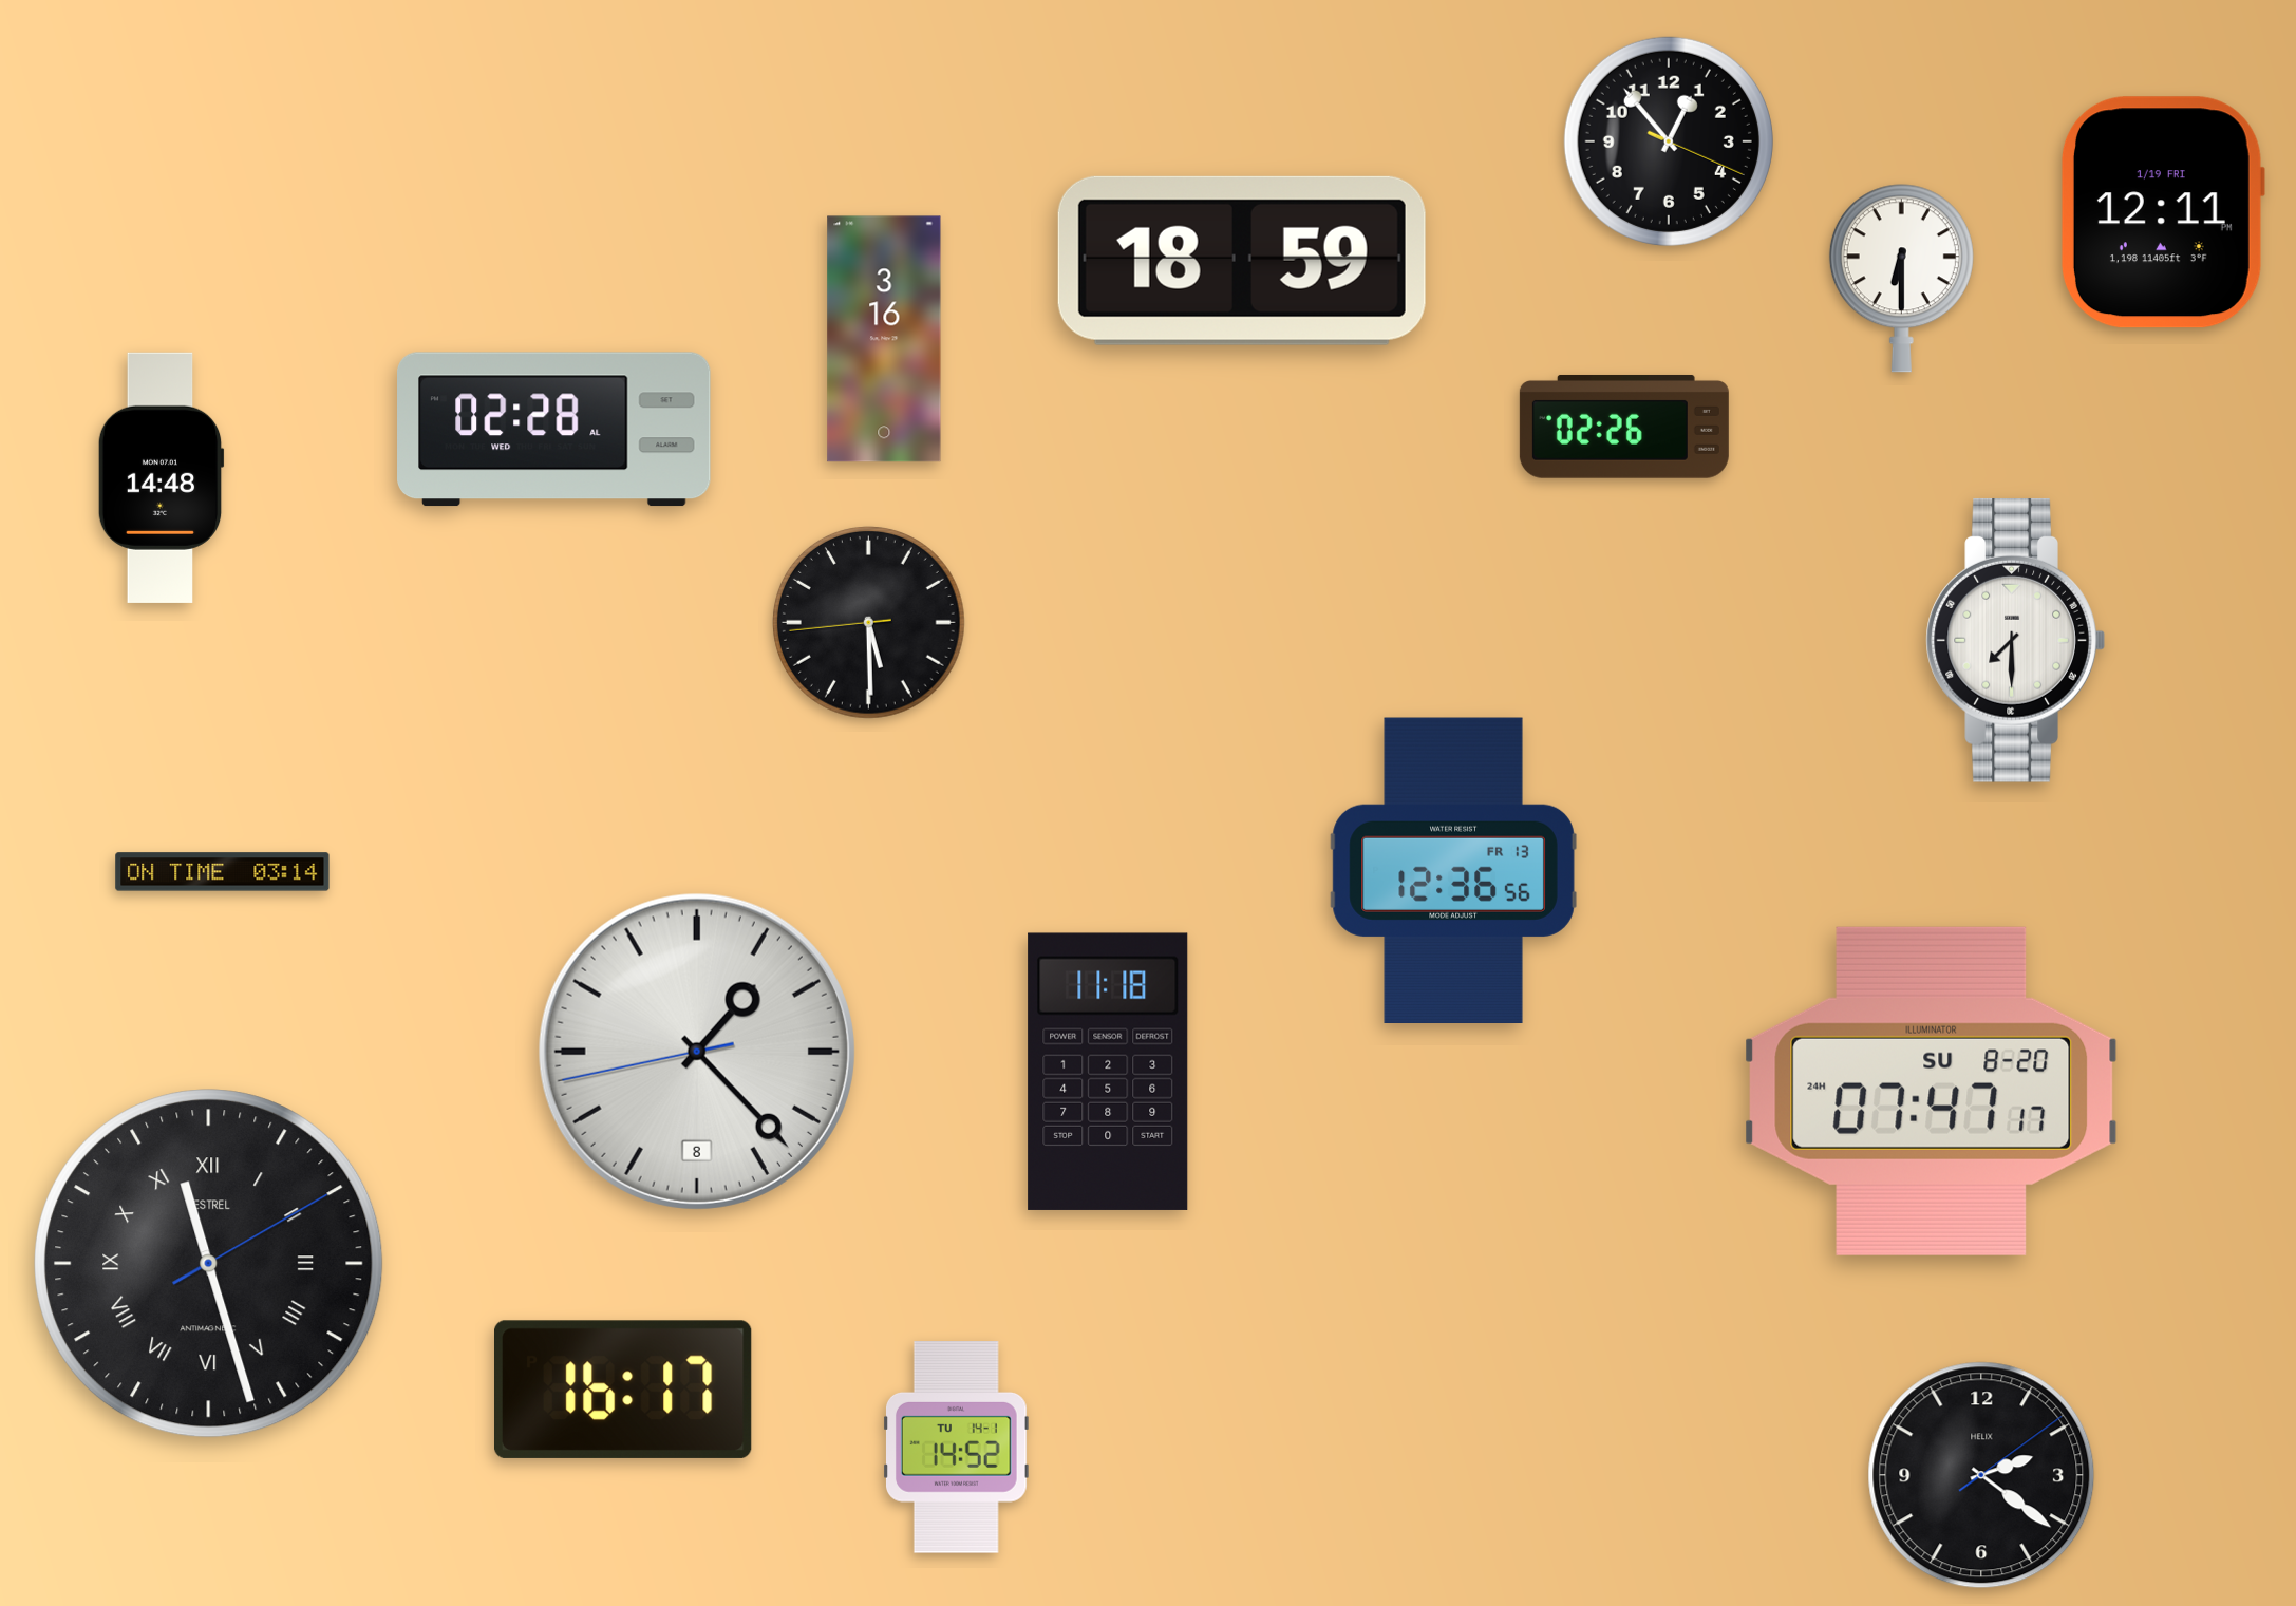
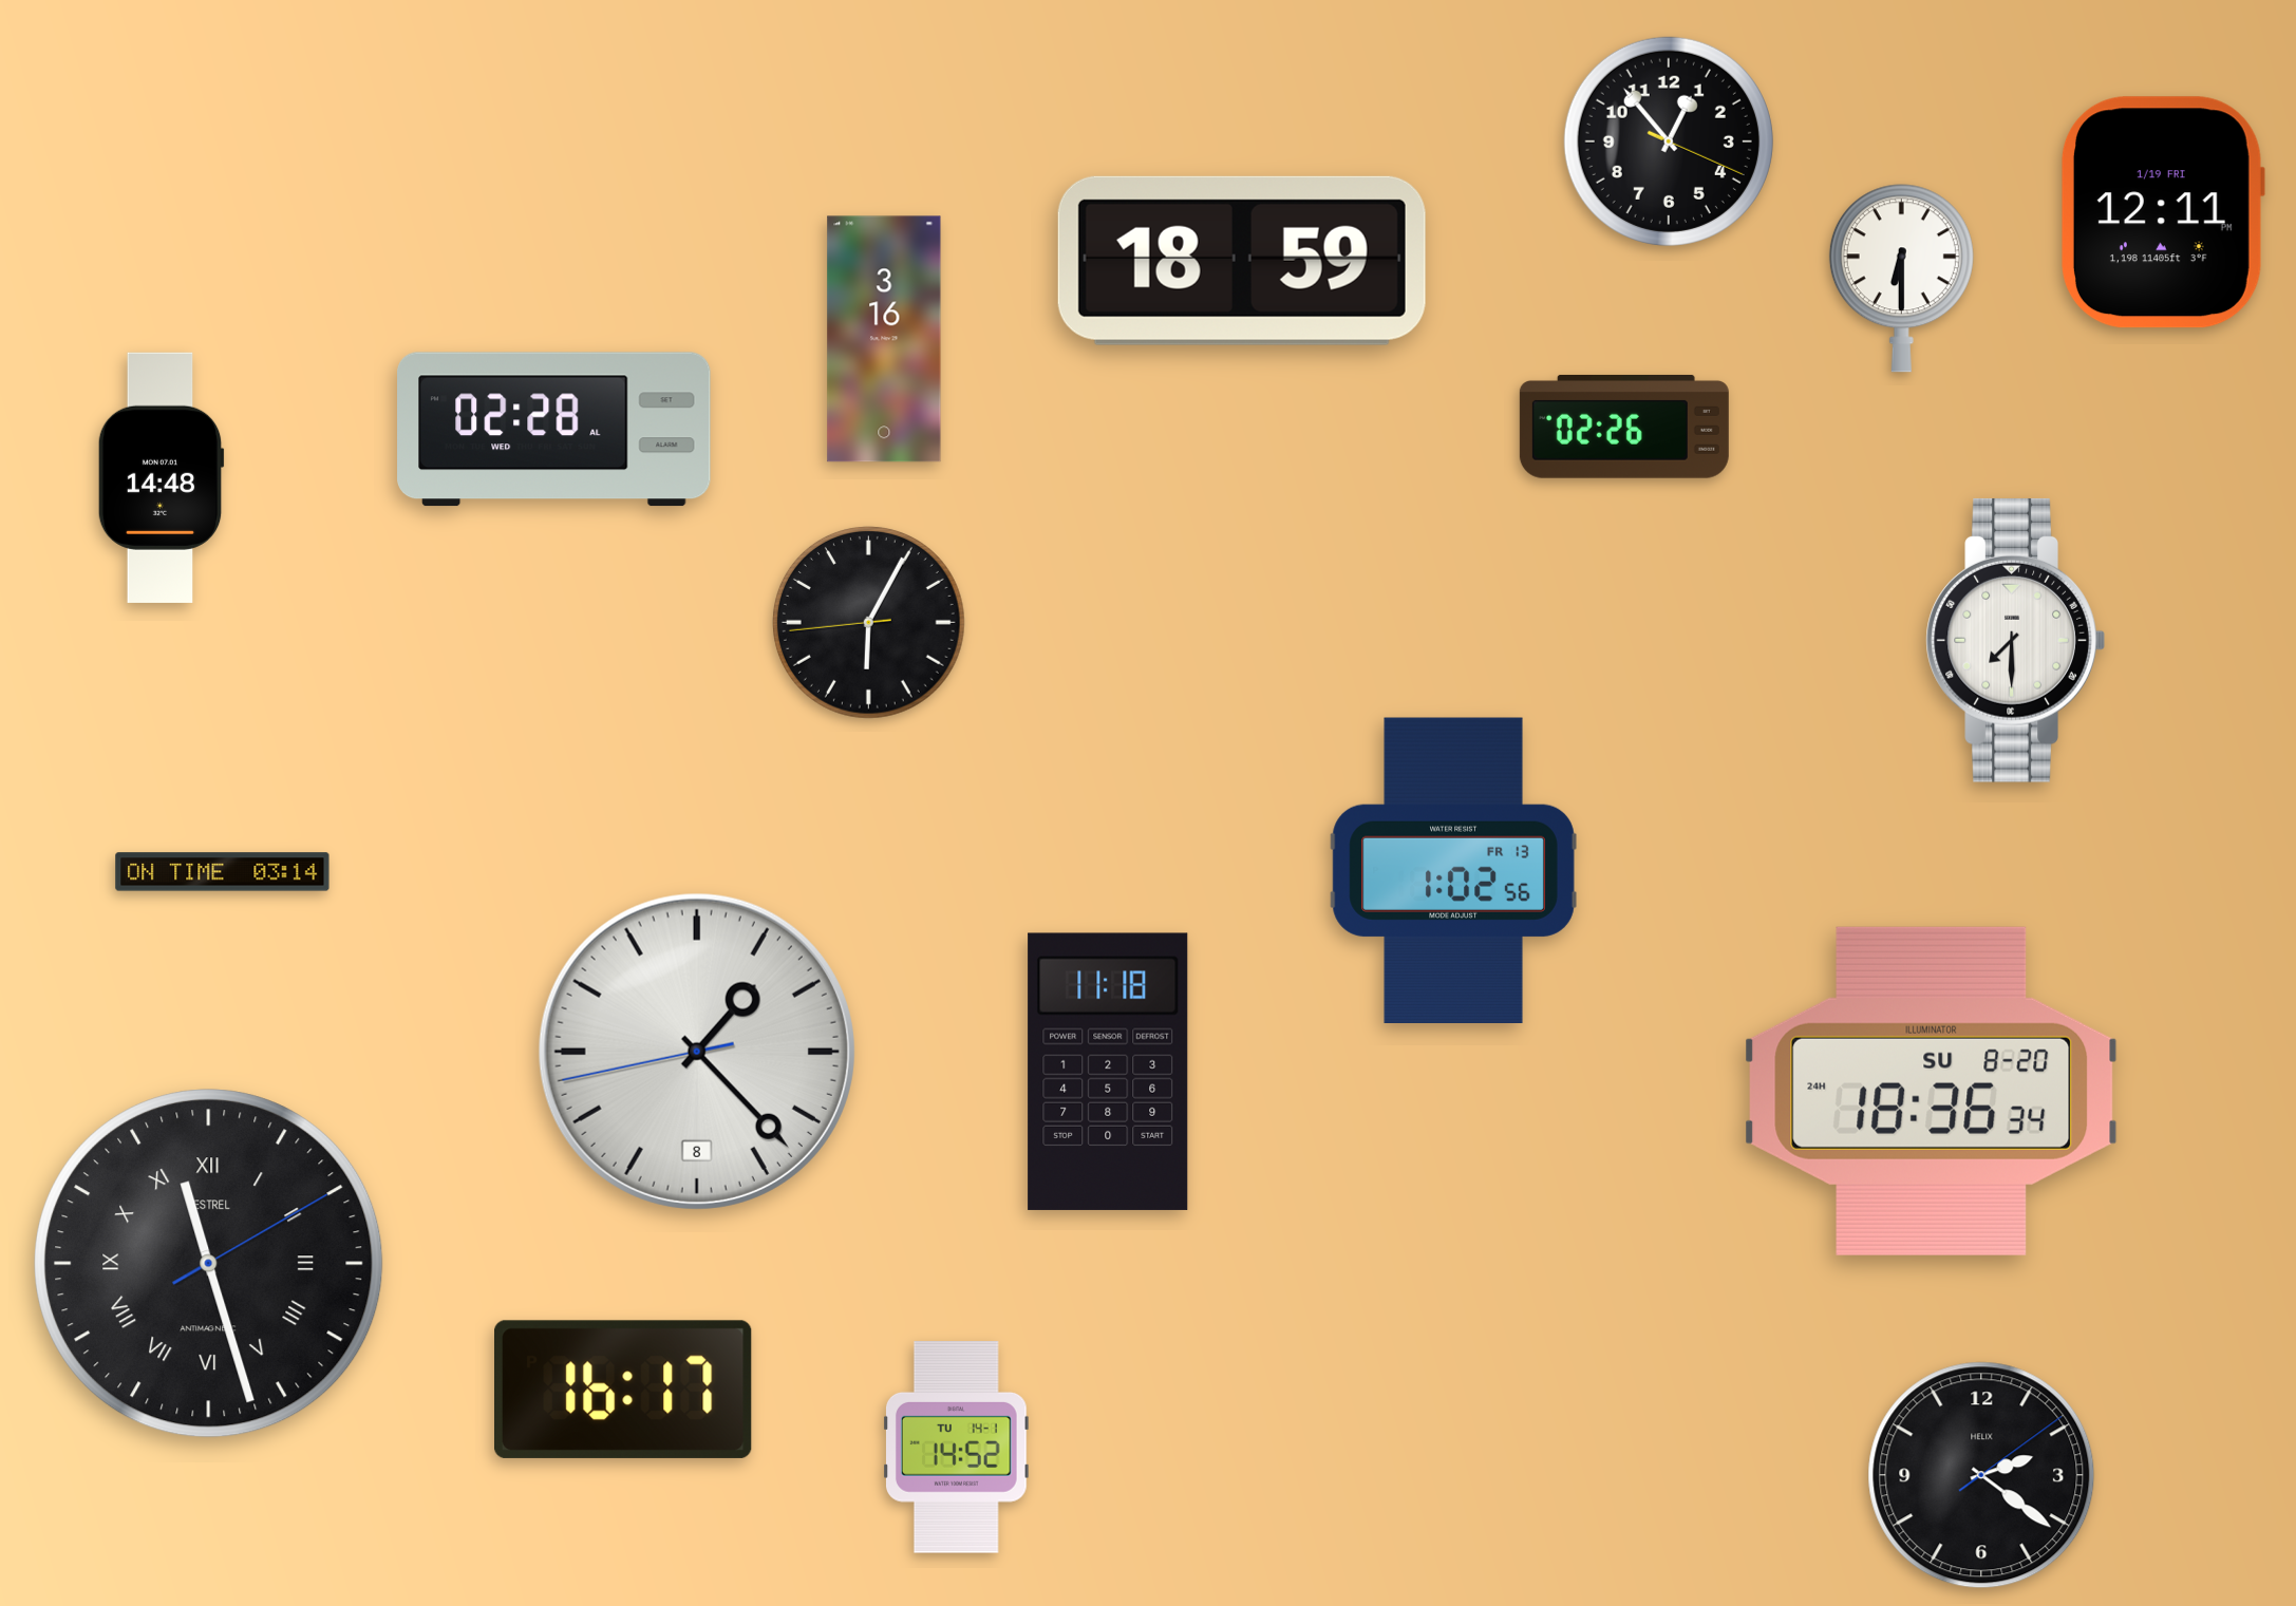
clock at (868, 622): 5:29 -> 6:04
clock at (1453, 871): 12:36 -> 1:02
clock at (1932, 1091): 07:47 -> 18:36
